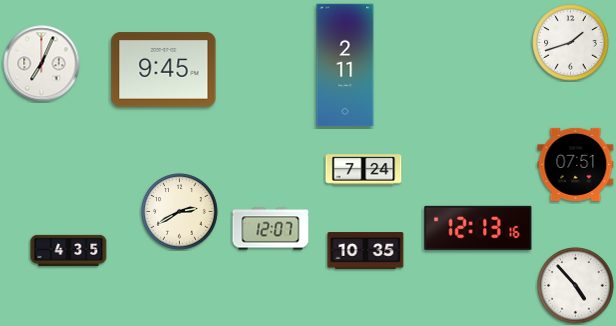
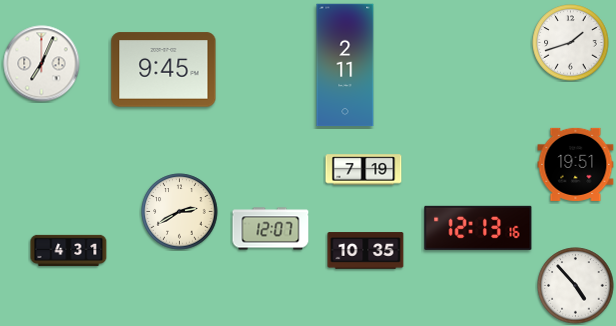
clock at (576, 164): 07:51 -> 19:51
clock at (364, 170): 7:24 -> 7:19
clock at (69, 250): 4:35 -> 4:31
